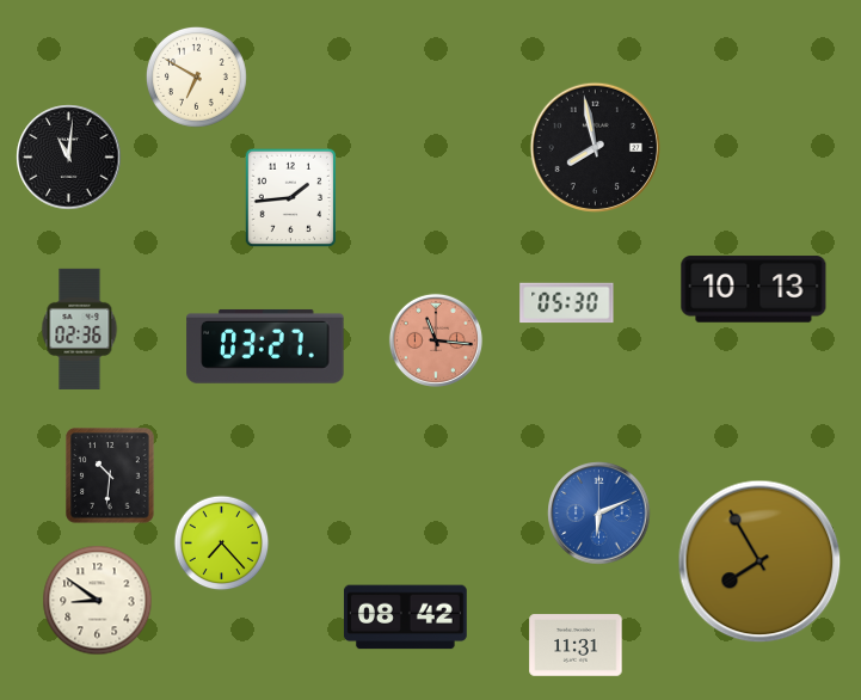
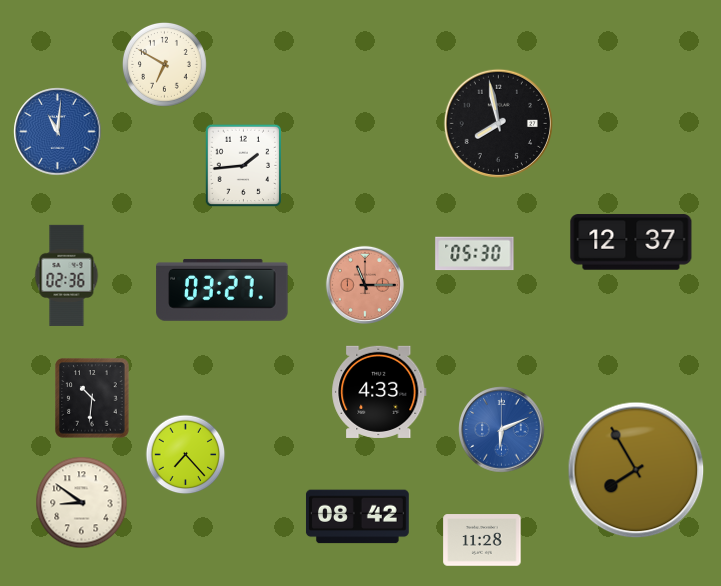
clock at (69, 158) dial: black -> blue
clock at (754, 289): 10:13 -> 12:37
clock at (436, 340): 11:16 -> 11:15
clock at (379, 392): none -> 4:33
clock at (405, 618) position: (405, 618) -> (357, 517)
clock at (576, 645): 11:31 -> 11:28
